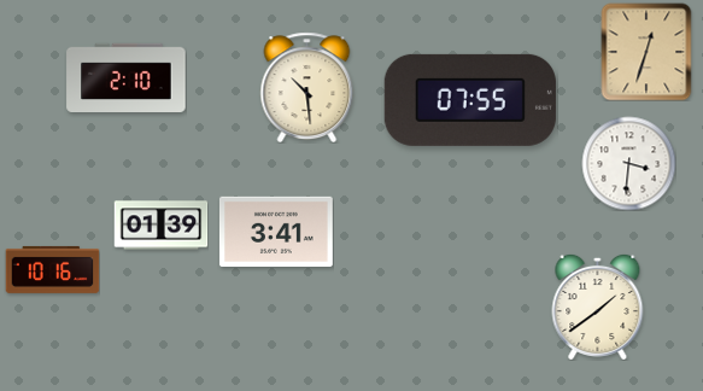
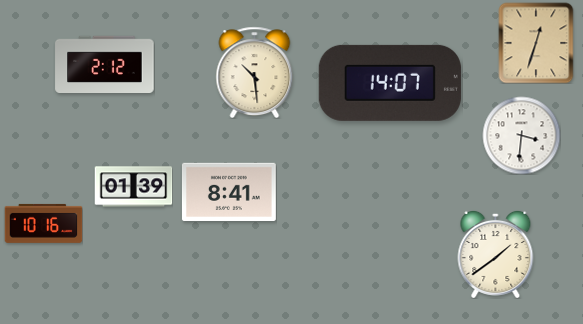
clock at (127, 77): 2:10 -> 2:12
clock at (470, 100): 07:55 -> 14:07
clock at (276, 230): 3:41 -> 8:41
